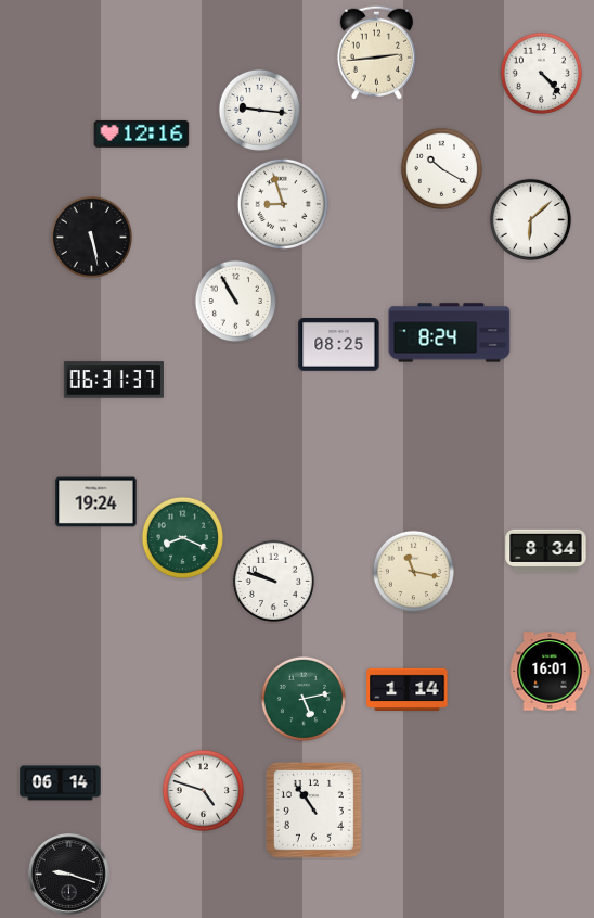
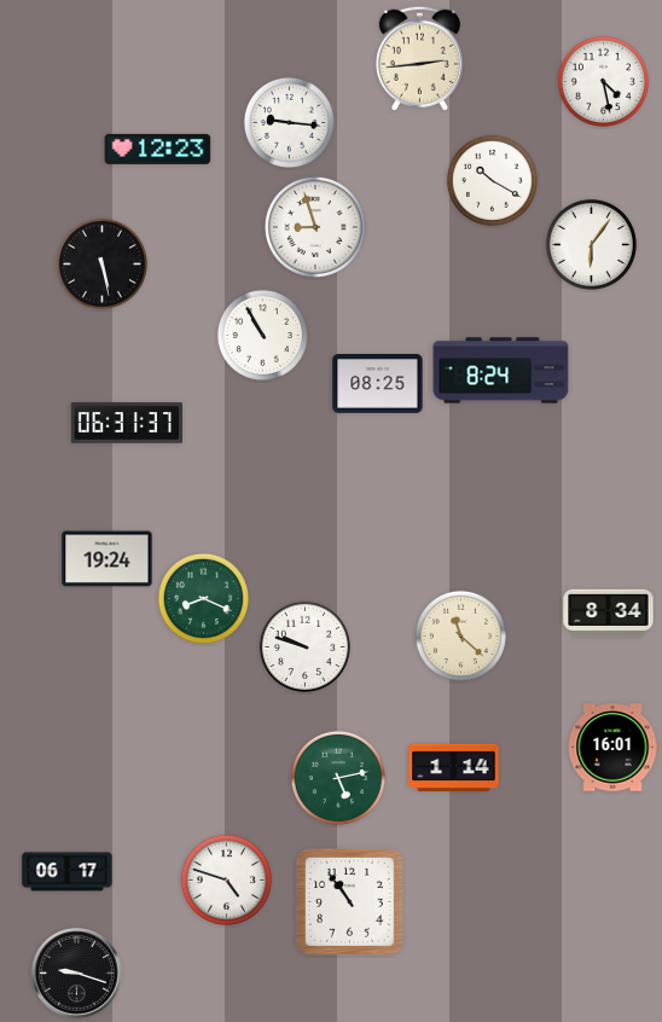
clock at (541, 73): 4:23 -> 4:28
clock at (142, 133): 12:16 -> 12:23
clock at (441, 168) position: (441, 168) -> (492, 180)
clock at (530, 219): 6:08 -> 6:06
clock at (413, 571): 11:17 -> 11:22
clock at (61, 783): 06:14 -> 06:17
